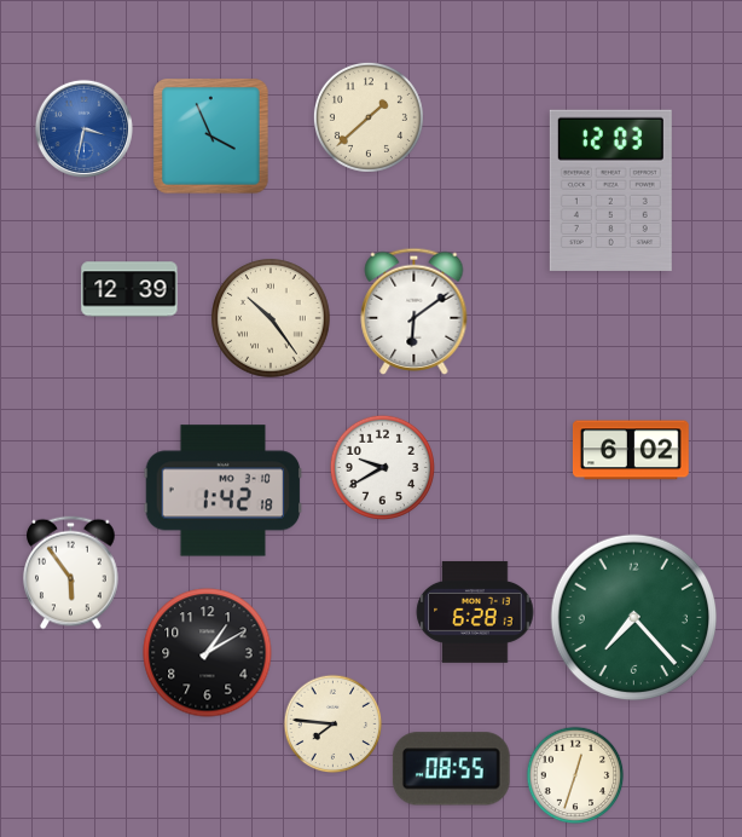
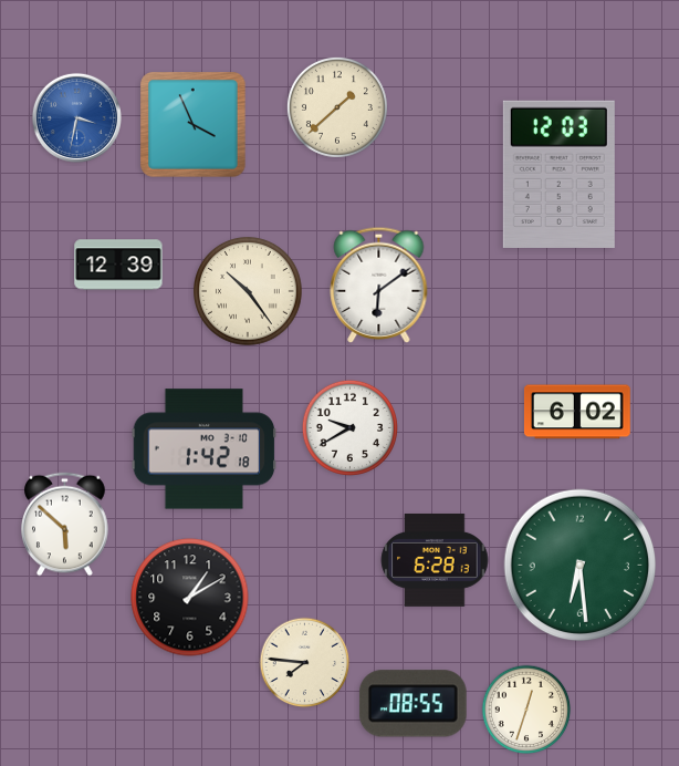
clock at (71, 573): 5:54 -> 5:52
clock at (634, 618): 7:23 -> 6:29
